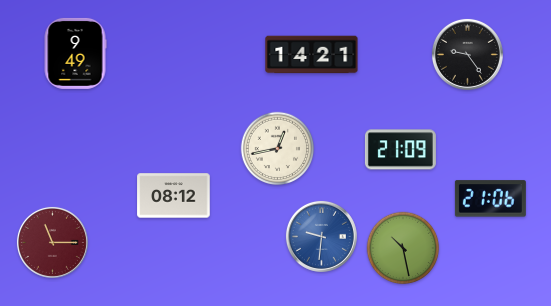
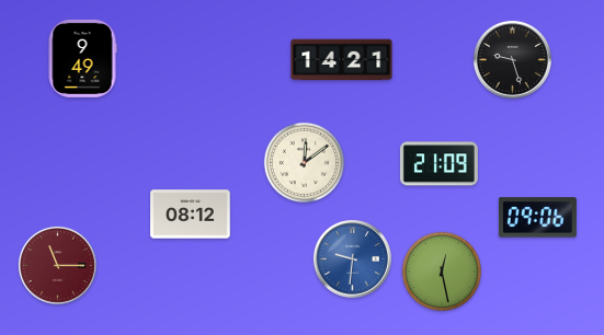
clock at (467, 54): 9:24 -> 9:27
clock at (278, 149): 12:43 -> 12:09
clock at (490, 199): 21:06 -> 09:06
clock at (403, 248): 10:28 -> 12:28
